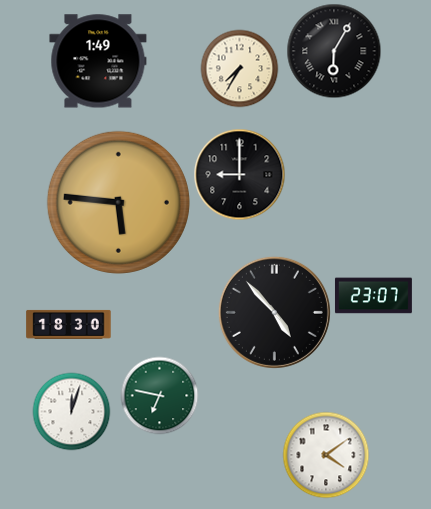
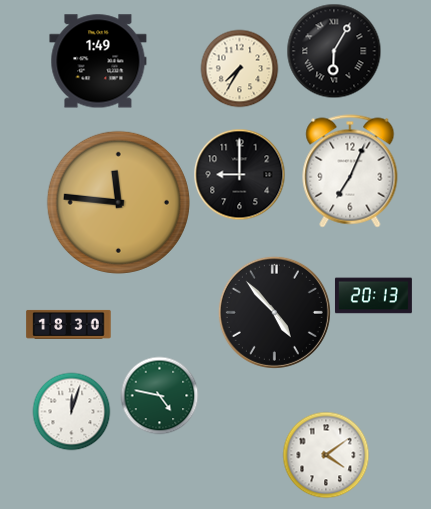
clock at (350, 171): none -> 7:04
clock at (118, 202): 5:46 -> 11:46
clock at (373, 296): 23:07 -> 20:13
clock at (159, 395): 6:47 -> 4:47
